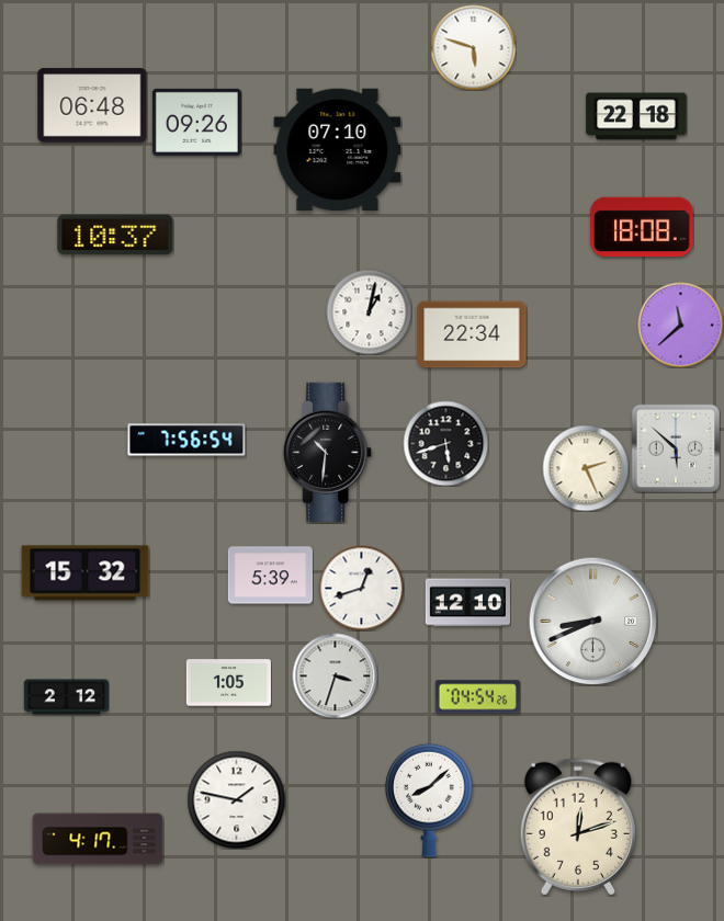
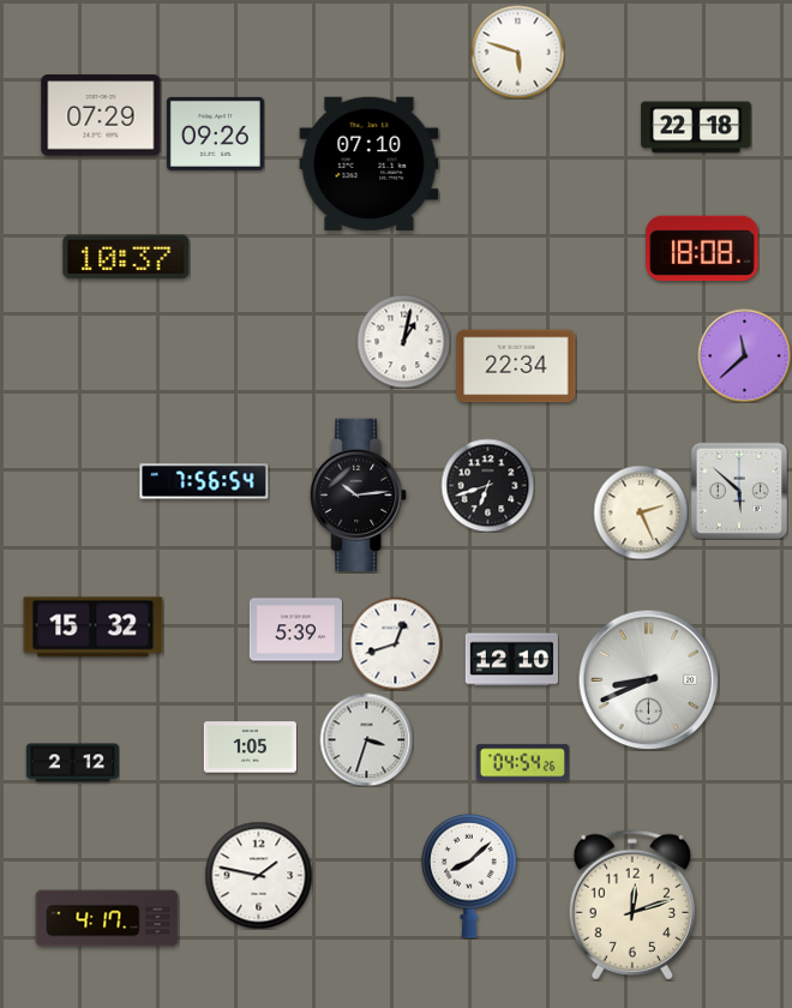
clock at (92, 105): 06:48 -> 07:29
clock at (445, 443): 5:42 -> 6:42
clock at (328, 452): 10:31 -> 10:14
